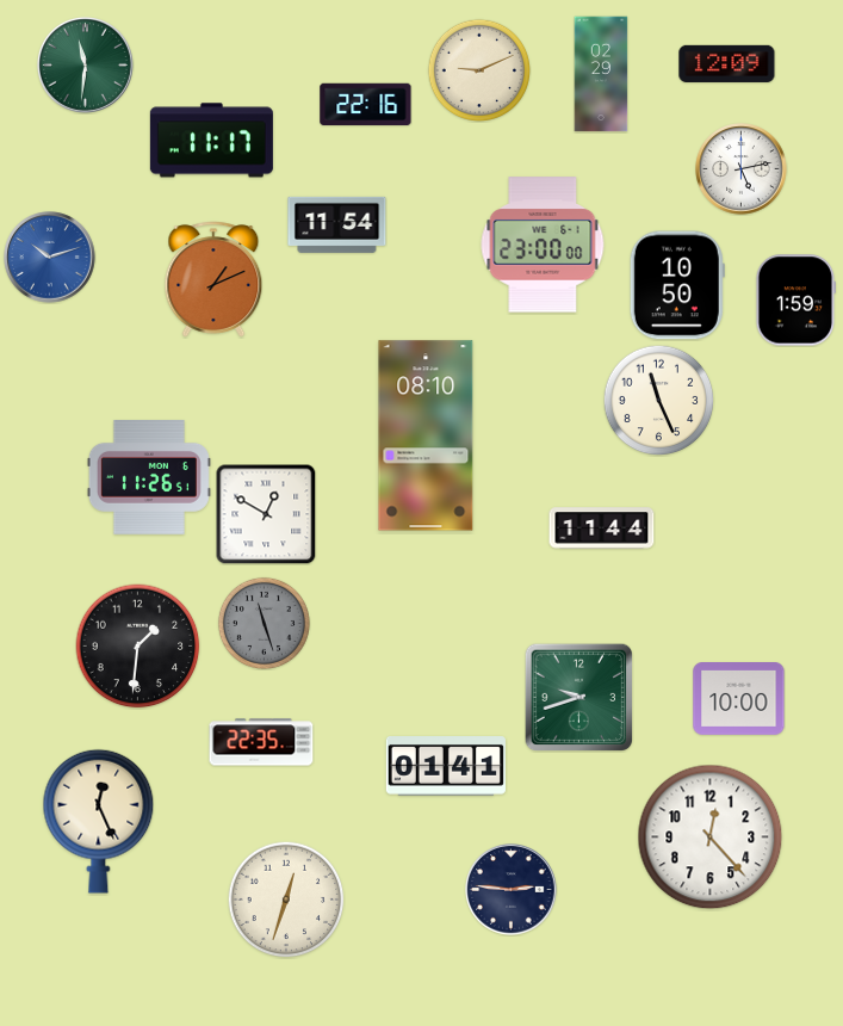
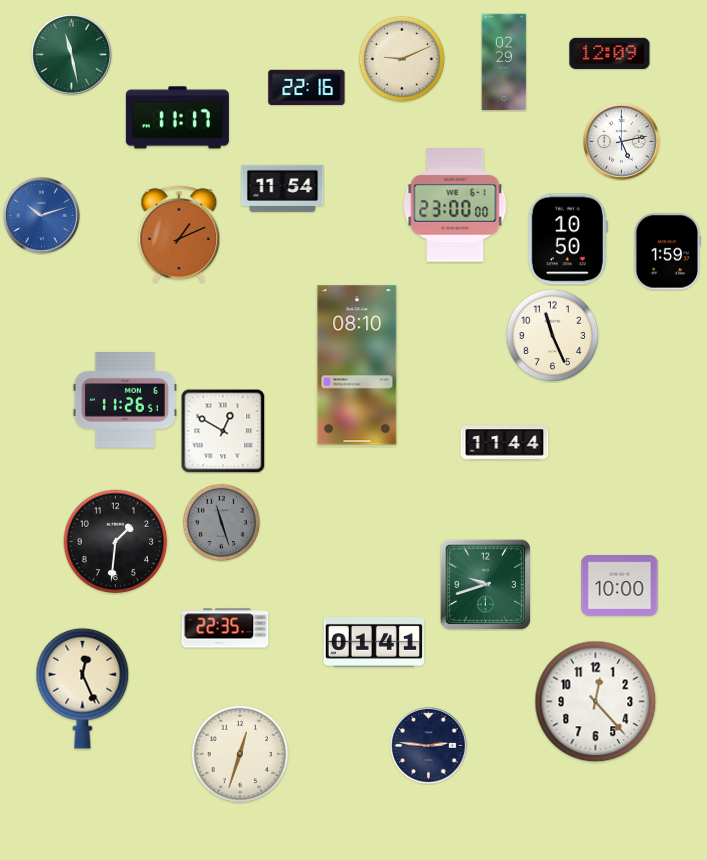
clock at (85, 64): 11:31 -> 11:28
clock at (261, 742) position: (261, 742) -> (225, 628)
